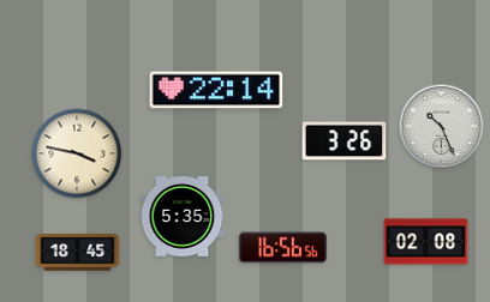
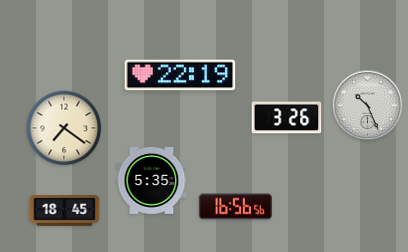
clock at (216, 90): 22:14 -> 22:19
clock at (77, 153): 3:47 -> 7:21
clock at (426, 242): 02:08 -> none
